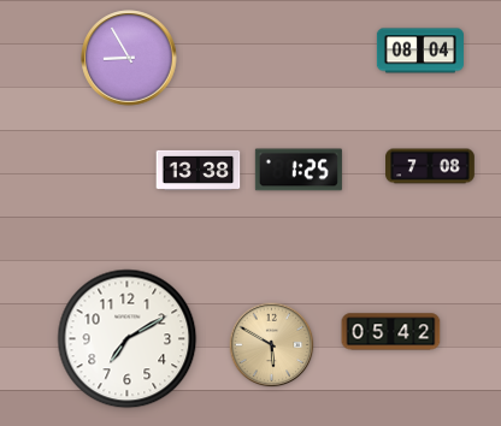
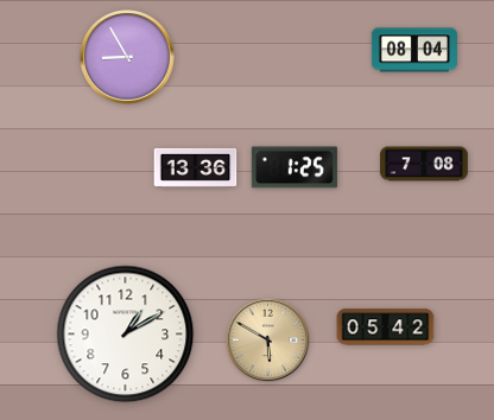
clock at (199, 170): 13:38 -> 13:36
clock at (128, 339): 7:10 -> 1:10
